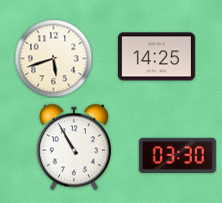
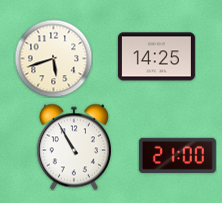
clock at (177, 155): 03:30 -> 21:00
